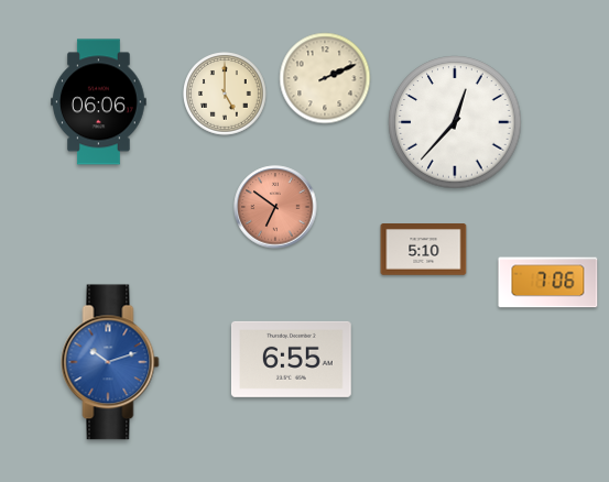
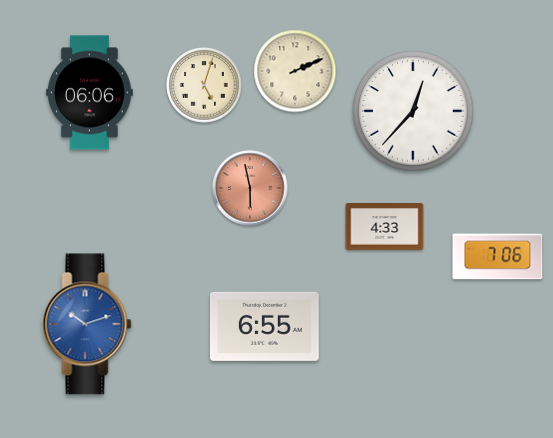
clock at (226, 95): 5:00 -> 5:03
clock at (275, 207): 6:51 -> 5:58
clock at (424, 250): 5:10 -> 4:33
clock at (110, 362) position: (110, 362) -> (87, 324)
